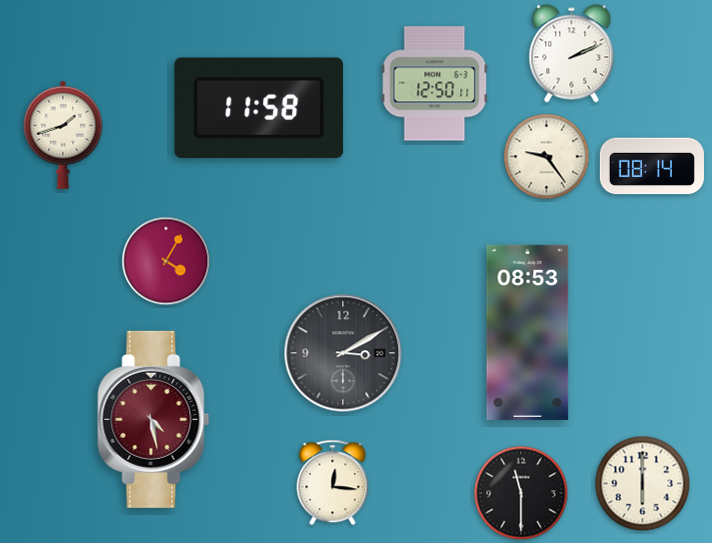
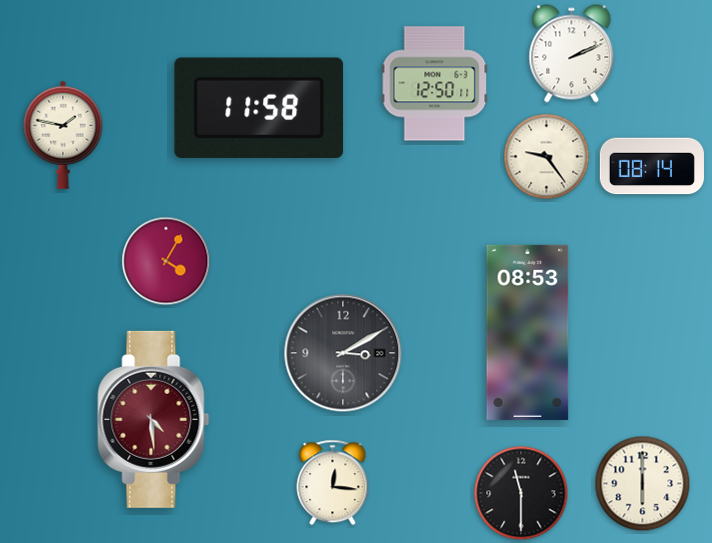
clock at (63, 135): 1:42 -> 1:47
clock at (154, 419): 4:28 -> 4:29
